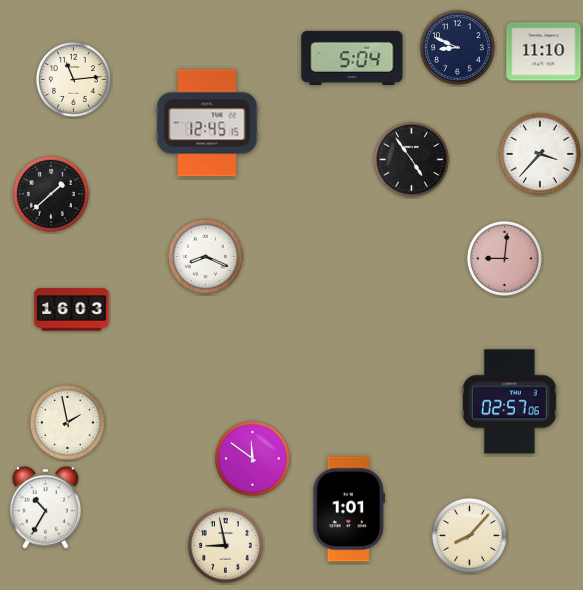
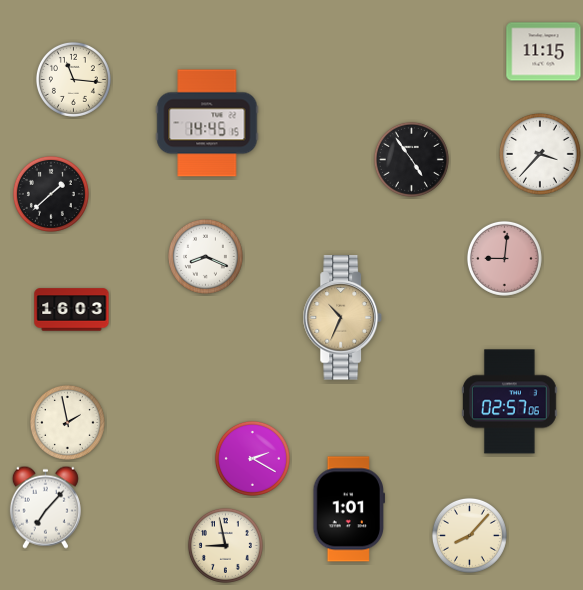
clock at (457, 47): 8:49 -> none
clock at (544, 52): 11:10 -> 11:15
clock at (352, 58): 5:04 -> none
clock at (73, 79): 11:14 -> 11:16
clock at (207, 123): 12:45 -> 14:45
clock at (342, 318): none -> 10:34
clock at (252, 458): 11:51 -> 2:20
clock at (45, 507): 10:35 -> 7:07
